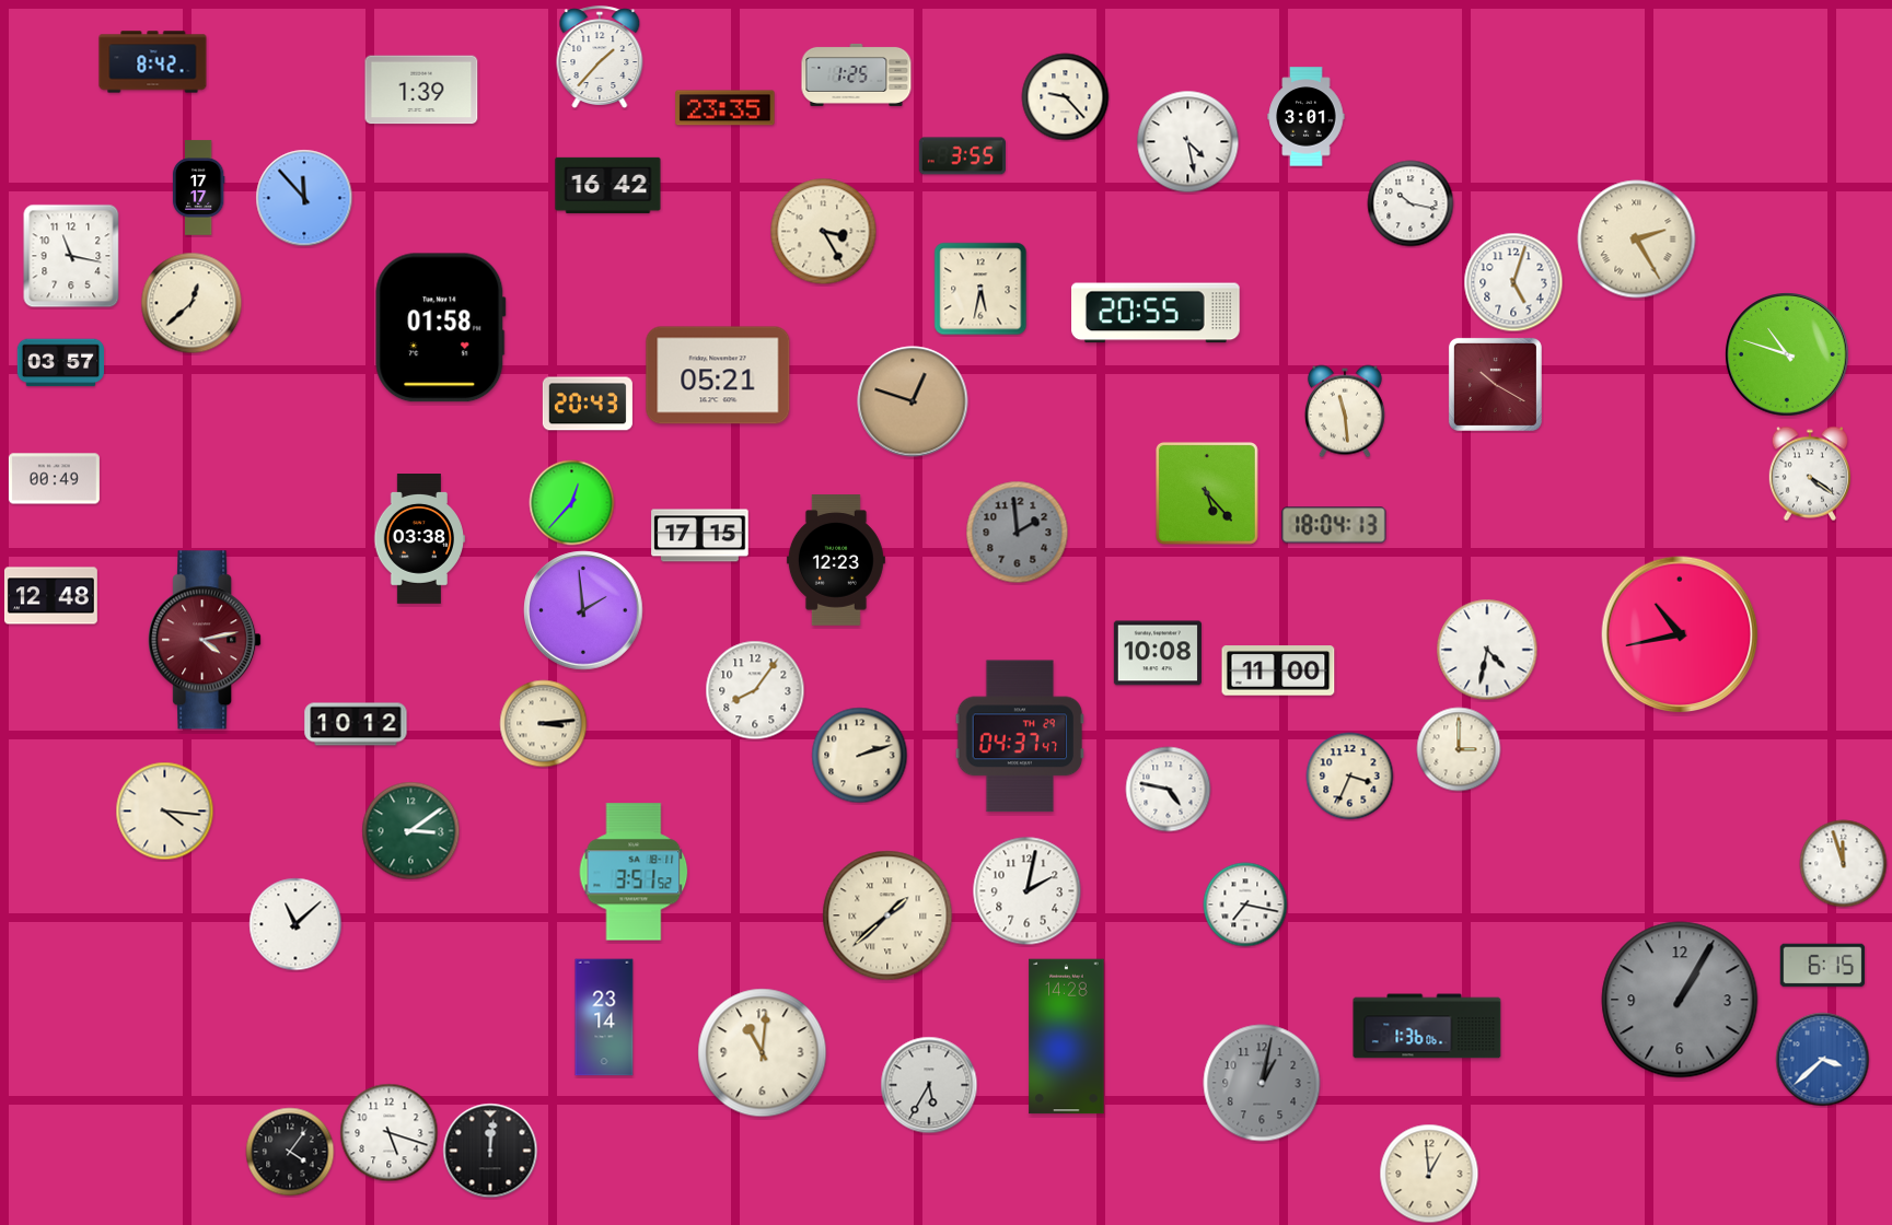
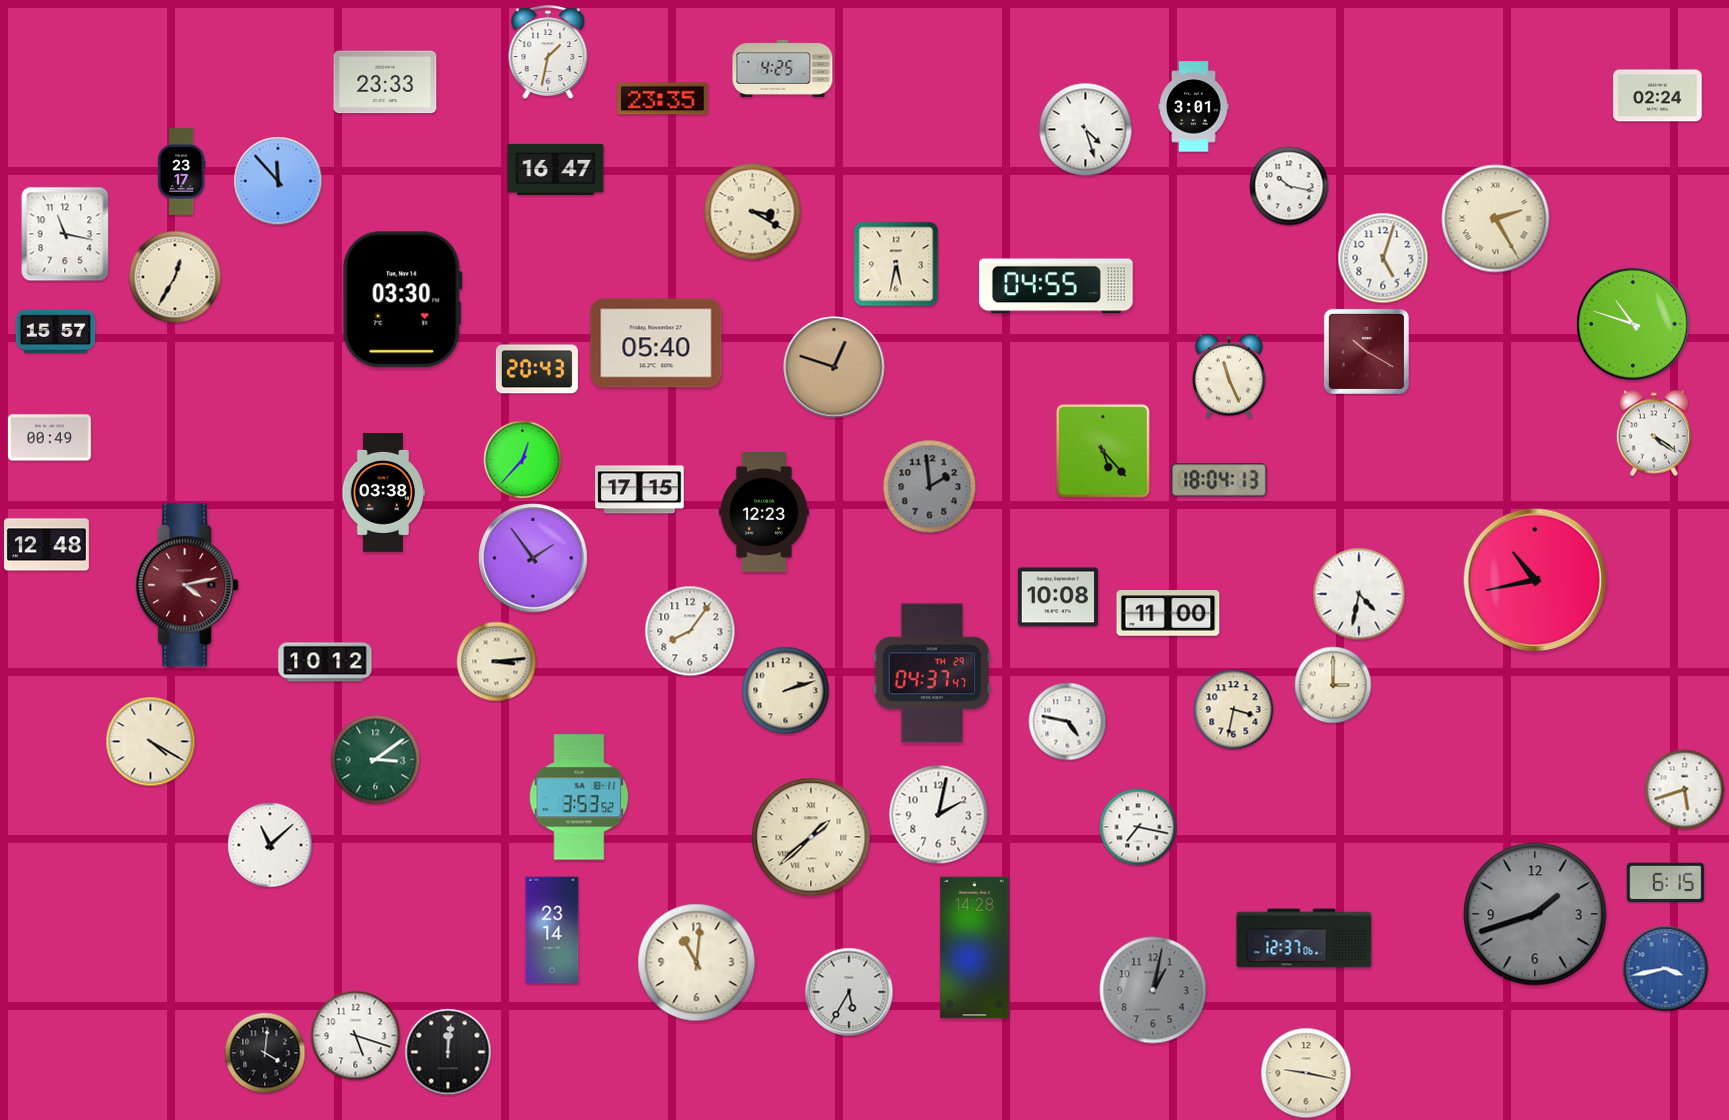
clock at (600, 57): 1:37 -> 1:32
clock at (153, 62): 8:42 -> none
clock at (857, 74): 1:25 -> 4:25
clock at (421, 90): 1:39 -> 23:33
clock at (1066, 97): 9:23 -> none
clock at (1658, 96): none -> 02:24
clock at (1188, 142): 4:28 -> 4:27
clock at (962, 156): 3:55 -> none
clock at (608, 185): 16:42 -> 16:47
clock at (198, 188): 17:17 -> 23:17
clock at (824, 232): 3:25 -> 3:20
clock at (191, 303): 12:38 -> 12:35
clock at (1157, 313): 20:55 -> 04:55
clock at (441, 328): 01:58 -> 03:30
clock at (60, 363): 03:57 -> 15:57
clock at (718, 375): 05:21 -> 05:40
clock at (1345, 411): 11:29 -> 11:26
clock at (583, 610): 1:59 -> 1:54
clock at (1350, 777): 3:34 -> 3:32
clock at (165, 812): 4:16 -> 4:20
clock at (1844, 864): 11:57 -> 5:42
clock at (634, 872): 3:51 -> 3:53
clock at (1680, 1000): 1:05 -> 1:42
clock at (1427, 1026): 1:36 -> 12:37
clock at (1823, 1060): 3:38 -> 3:43
clock at (290, 1152): 4:06 -> 4:01
clock at (1429, 1174): 12:59 -> 9:17
